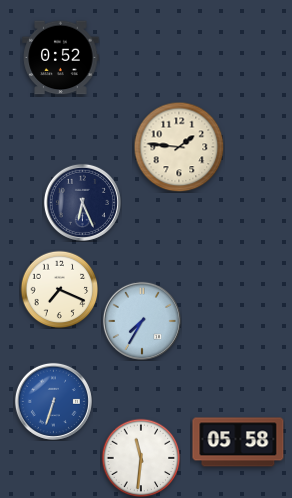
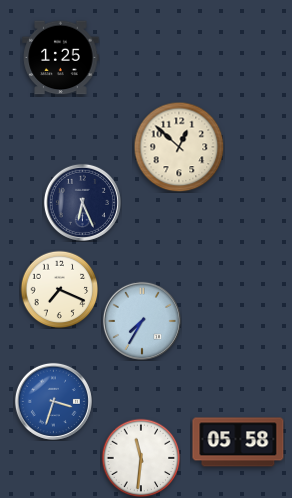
clock at (61, 58): 0:52 -> 1:25
clock at (179, 147): 1:46 -> 12:52
clock at (53, 401): 6:33 -> 3:33
